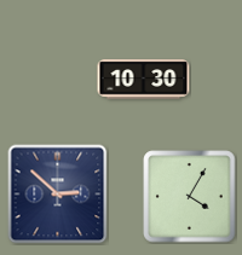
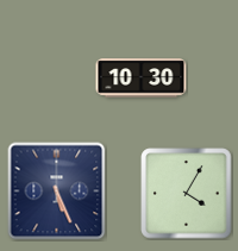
clock at (58, 195): 2:52 -> 5:26
